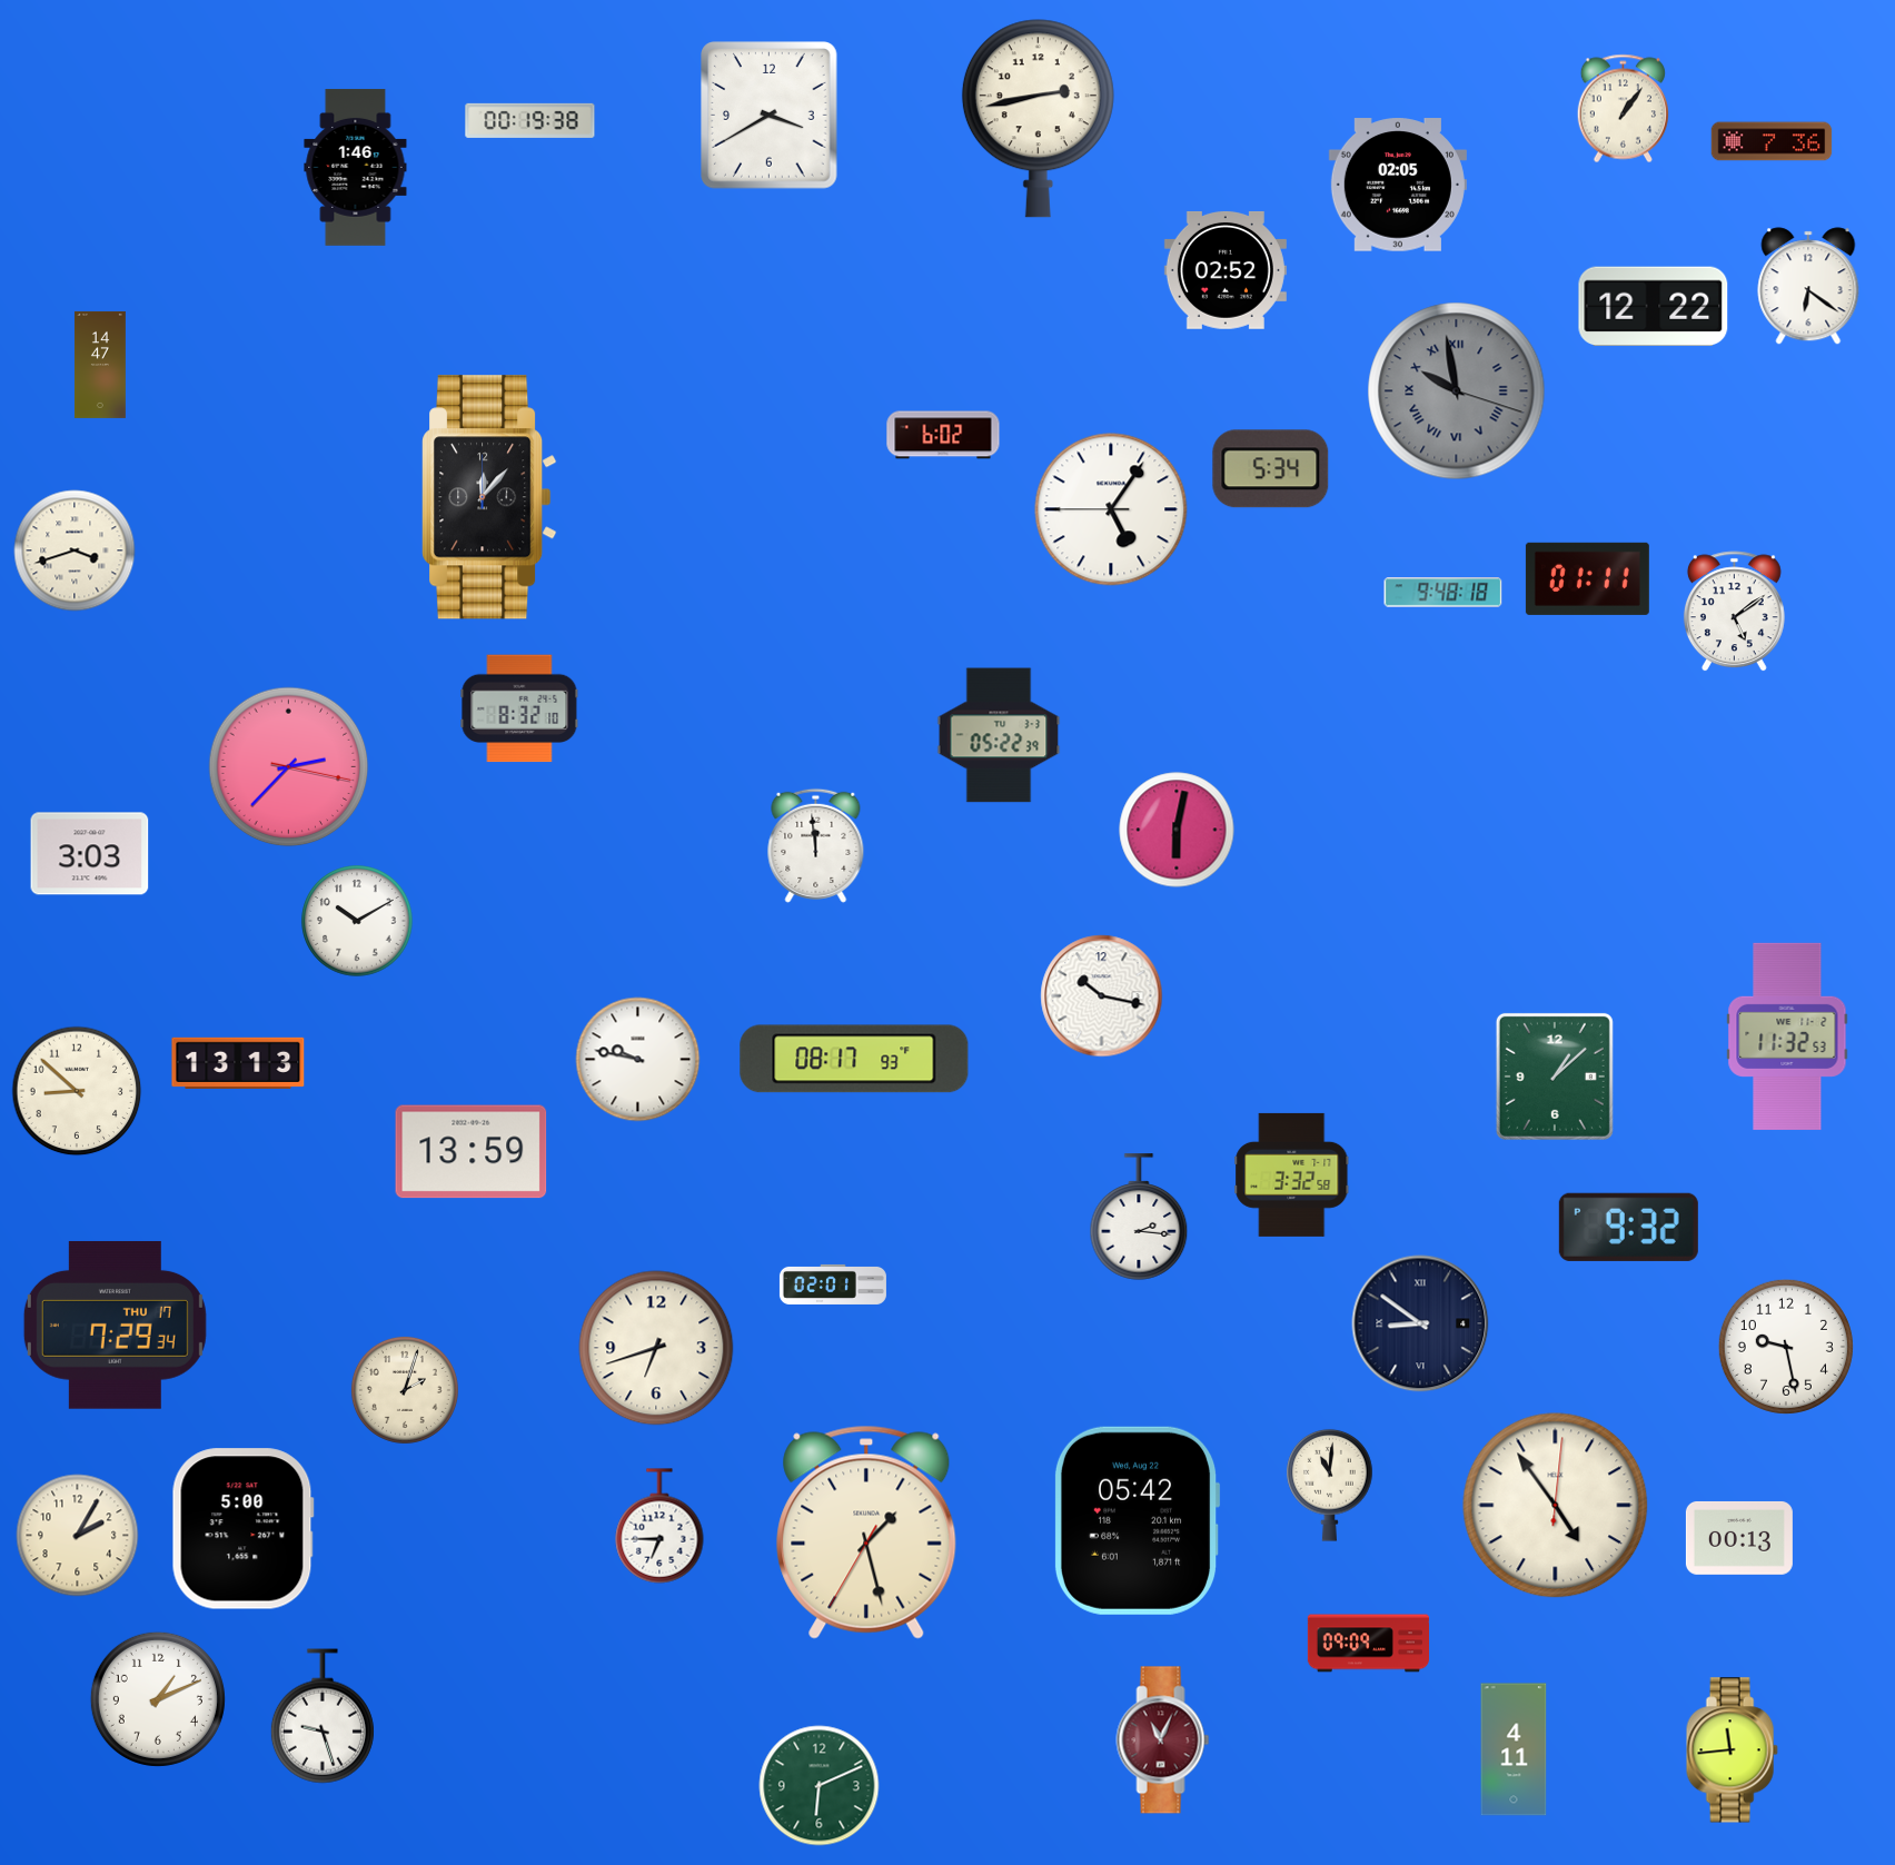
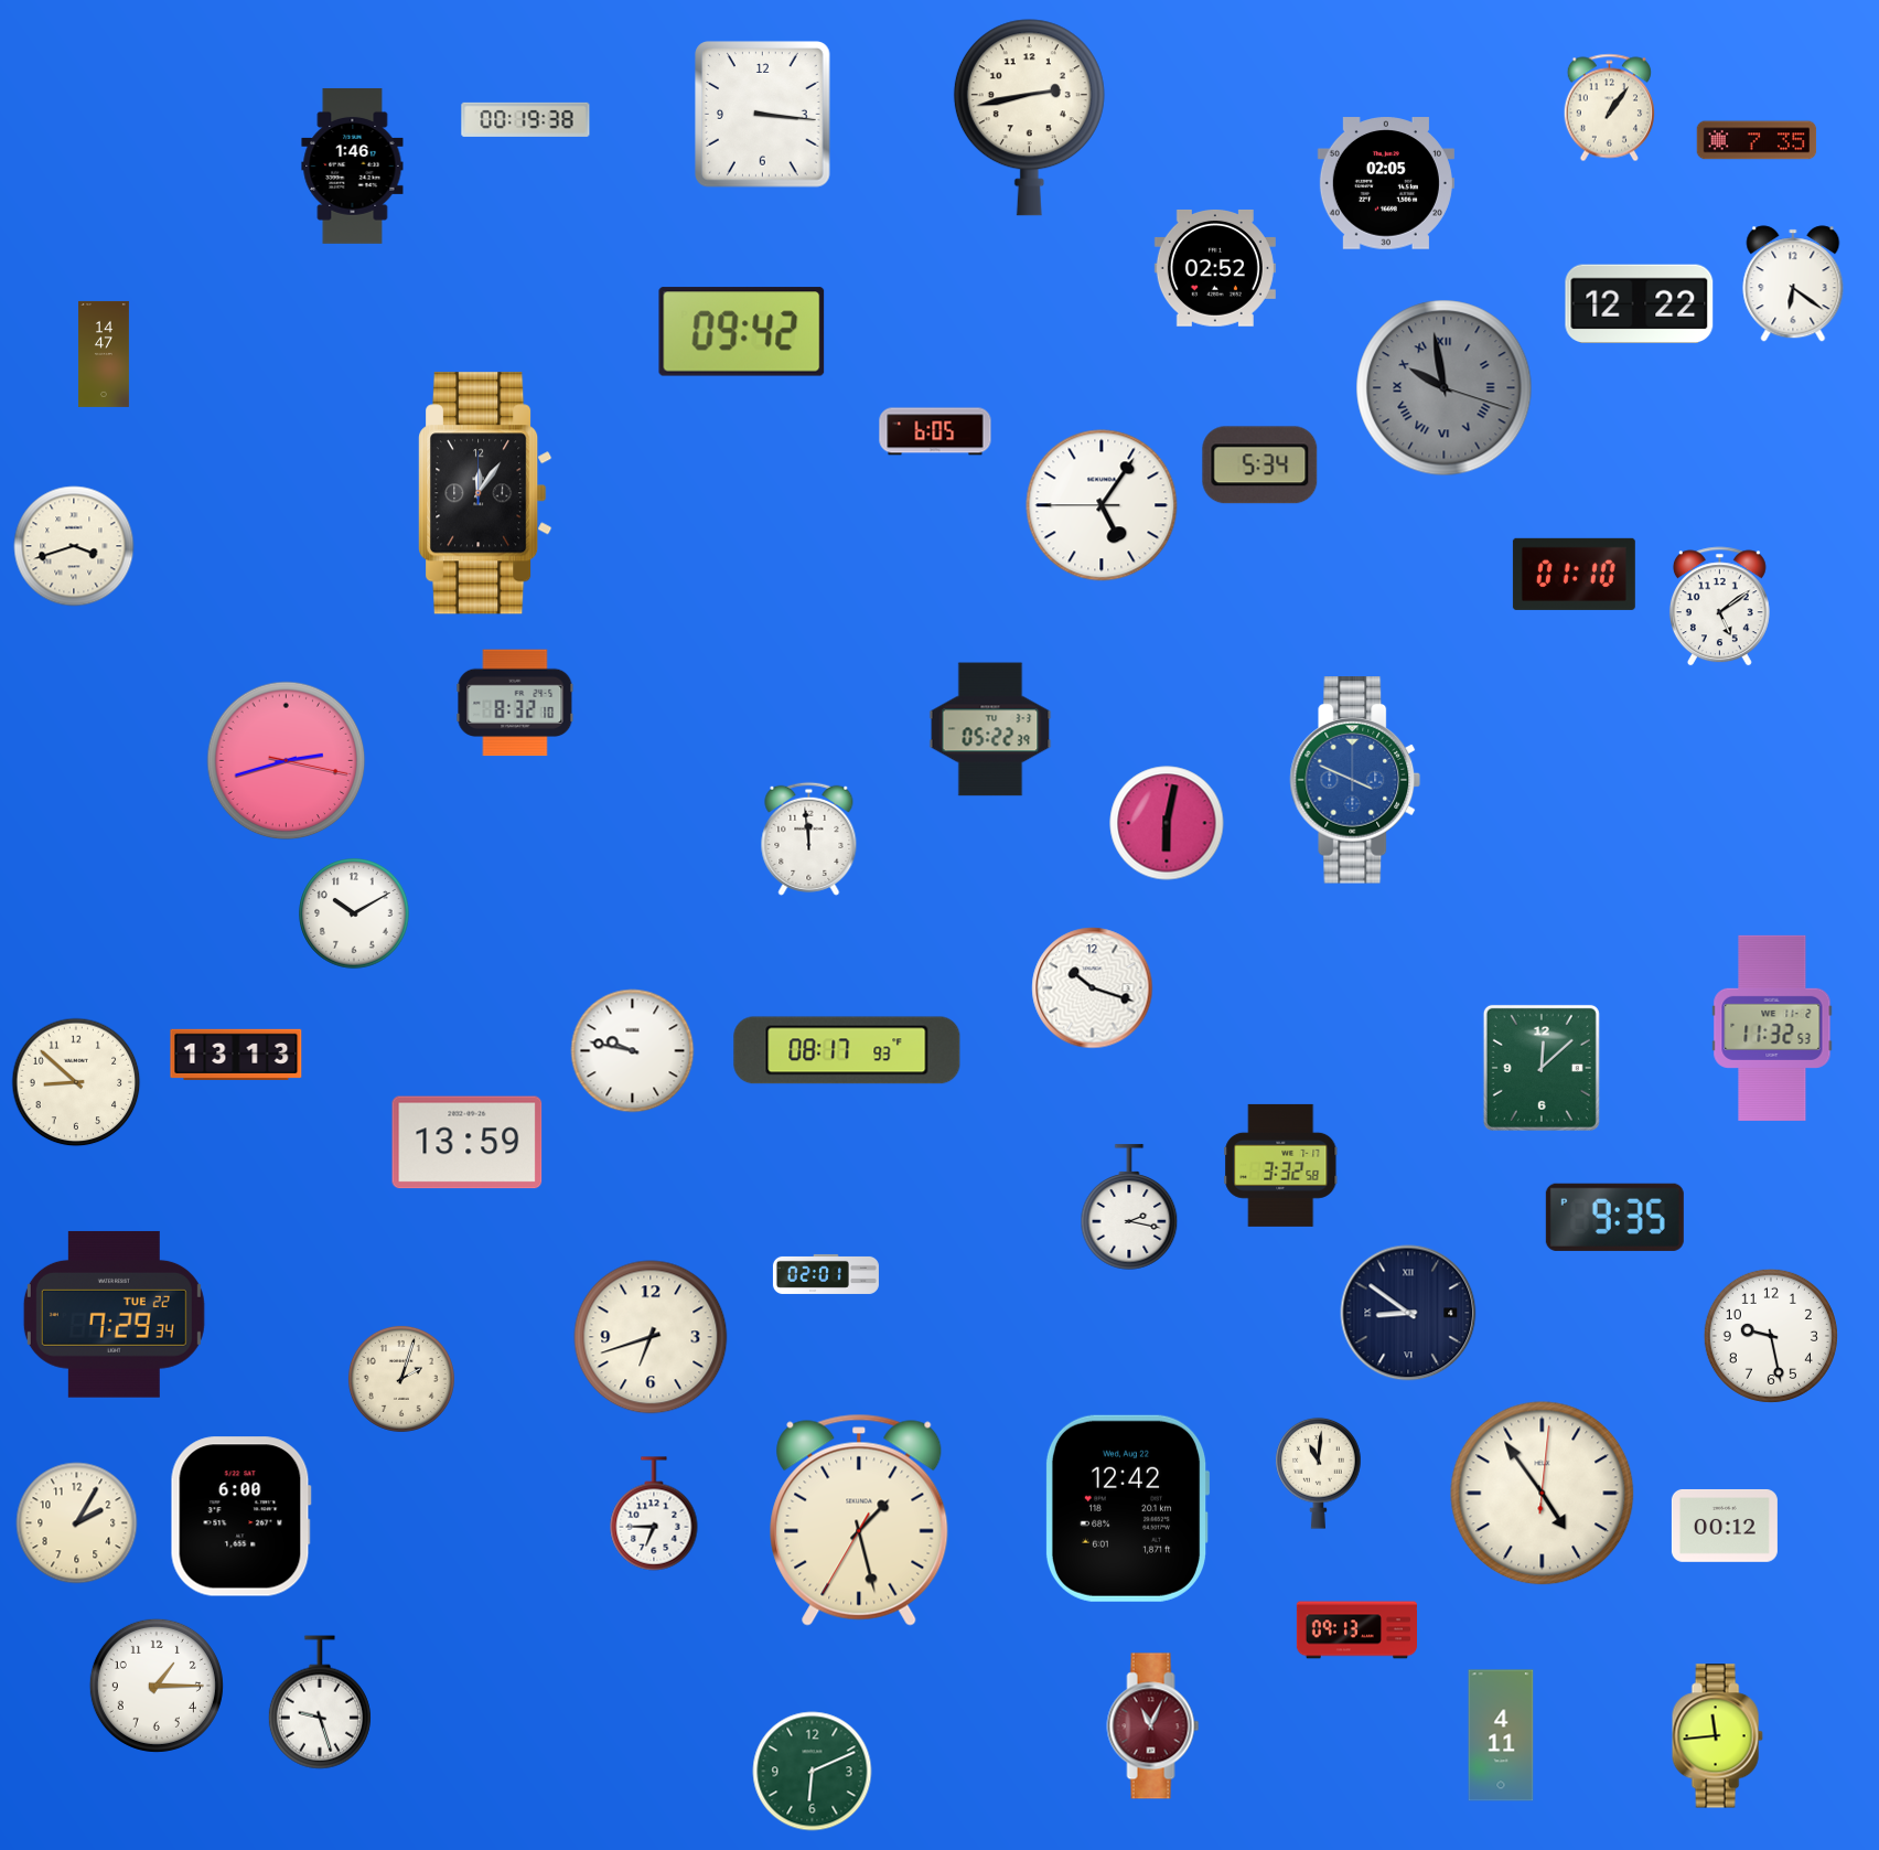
clock at (770, 116): 3:40 -> 3:16
clock at (1772, 141): 7:36 -> 7:35
clock at (742, 332): none -> 09:42
clock at (100, 365) position: (100, 365) -> (104, 354)
clock at (943, 435): 6:02 -> 6:05
clock at (489, 497): 12:07 -> 12:06
clock at (1587, 578): 01:11 -> 01:10
clock at (1443, 593): 9:48 -> none
clock at (289, 767): 2:37 -> 2:42
clock at (1355, 780): none -> 3:49
clock at (90, 854): 3:03 -> none
clock at (1102, 996): 10:17 -> 10:18
clock at (1555, 1077): 1:08 -> 12:08
clock at (1139, 1217): 2:16 -> 2:17
clock at (1628, 1227): 9:32 -> 9:35
clock at (115, 1325) date: THU 17 -> TUE 22
clock at (1137, 1520): 05:42 -> 12:42
clock at (242, 1529): 5:00 -> 6:00
clock at (1739, 1538): 00:13 -> 00:12
clock at (1368, 1644): 09:09 -> 09:13
clock at (158, 1699): 1:11 -> 1:15
